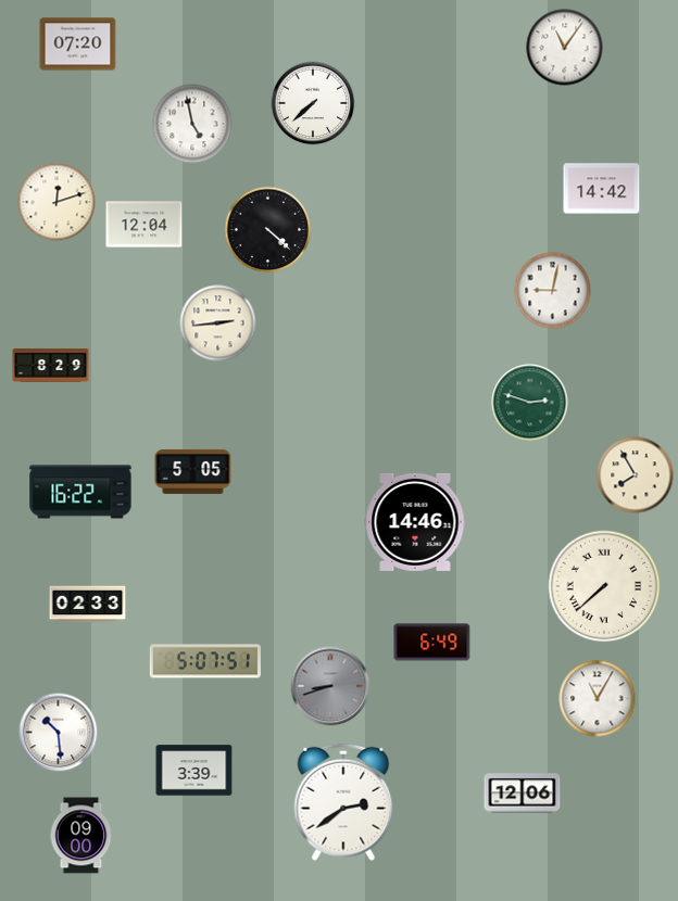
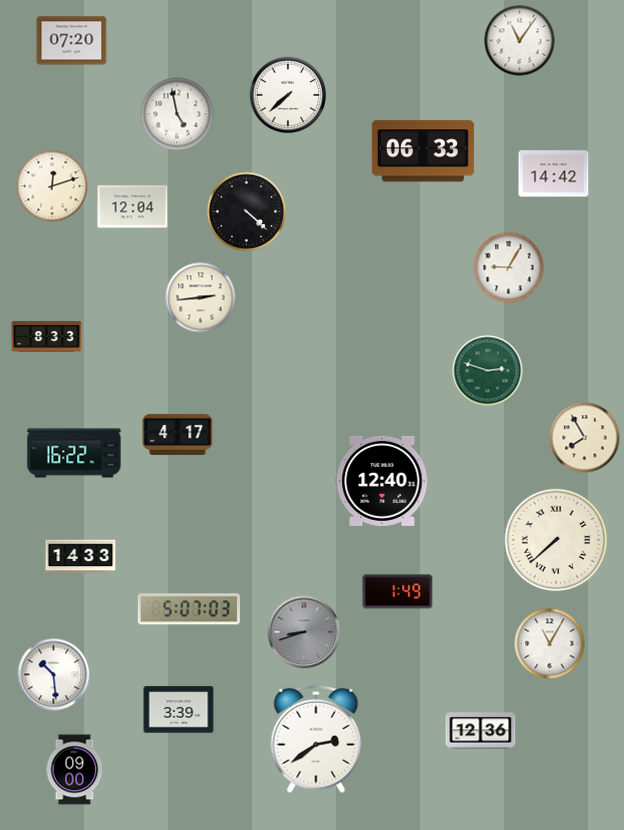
clock at (565, 48) position: (565, 48) -> (520, 41)
clock at (423, 151): none -> 06:33
clock at (553, 291): 9:02 -> 9:05
clock at (51, 366): 8:29 -> 8:33
clock at (193, 471): 5:05 -> 4:17
clock at (415, 522): 14:46 -> 12:40
clock at (88, 605): 02:33 -> 14:33
clock at (432, 643): 6:49 -> 1:49
clock at (205, 661): 5:07:51 -> 5:07:03
clock at (523, 794): 12:06 -> 12:36
